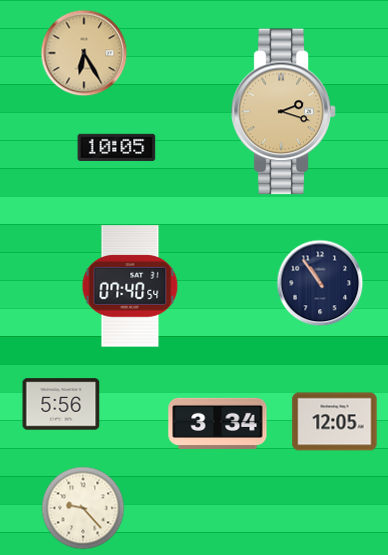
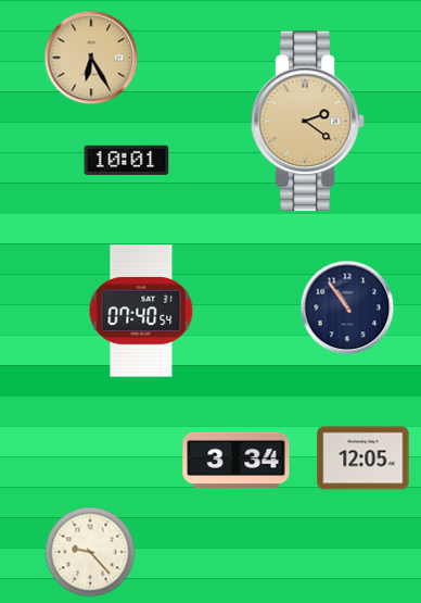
clock at (284, 112): 2:18 -> 2:21
clock at (117, 147): 10:05 -> 10:01
clock at (61, 404): 5:56 -> none
